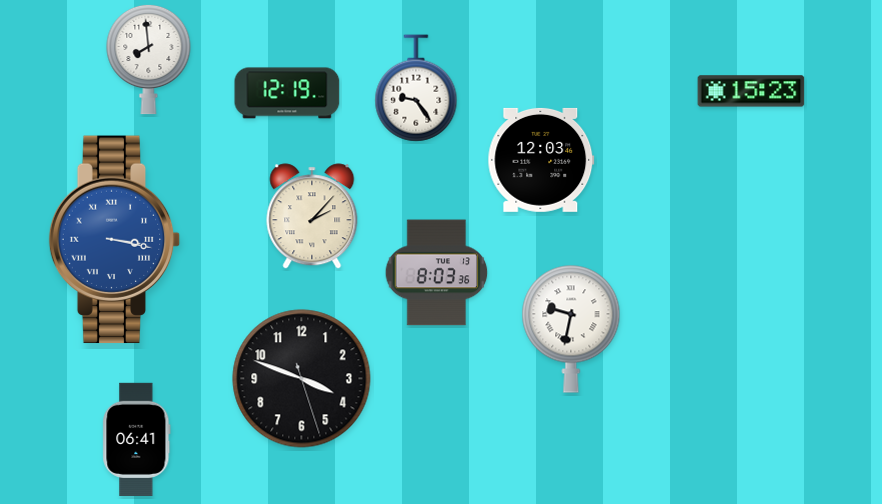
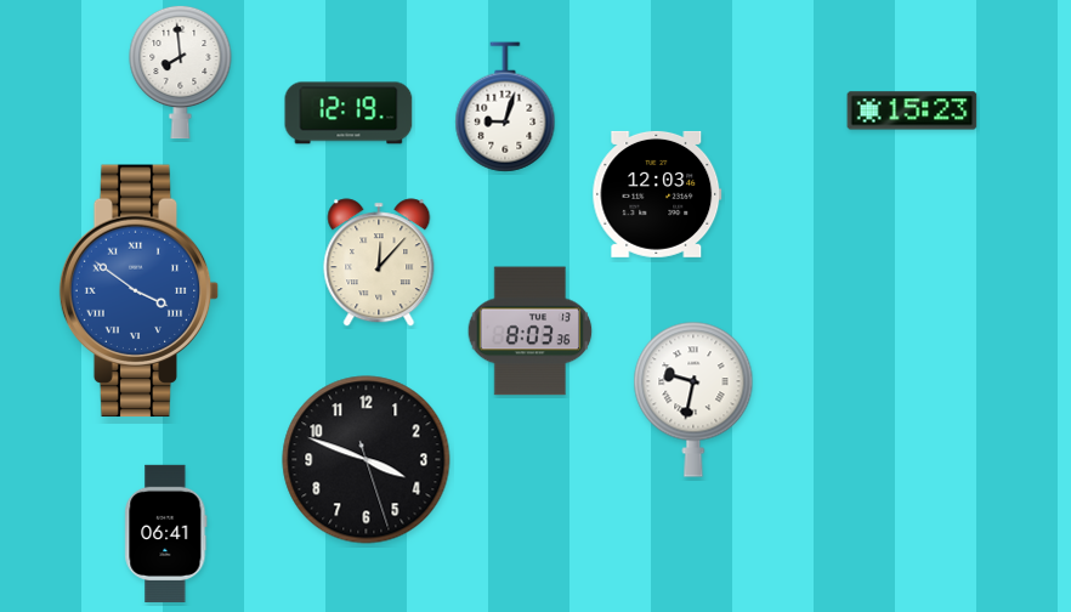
clock at (416, 88): 9:24 -> 9:03
clock at (312, 216): 2:07 -> 12:07
clock at (115, 240): 3:17 -> 3:51
